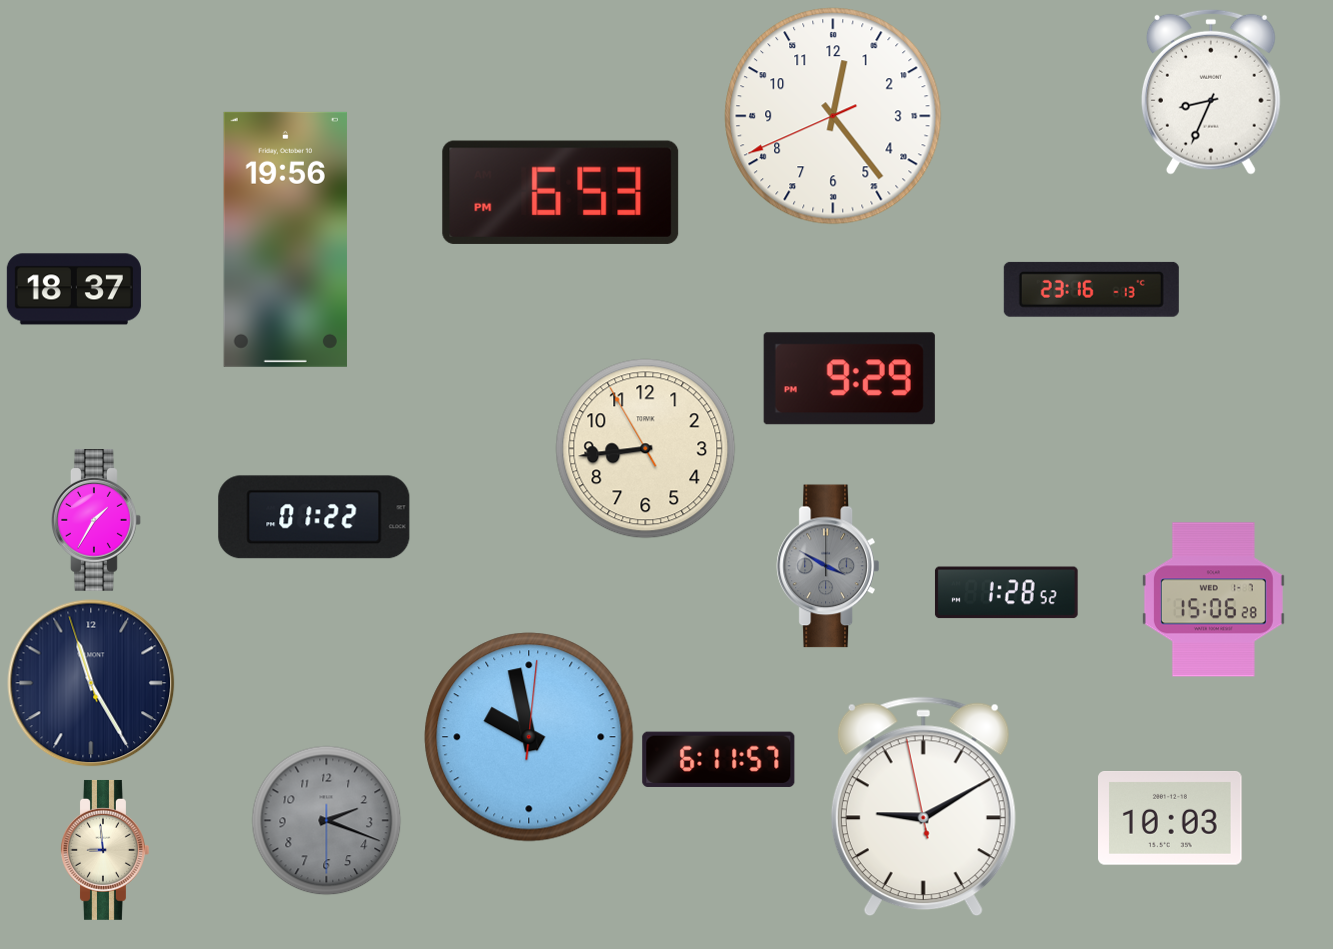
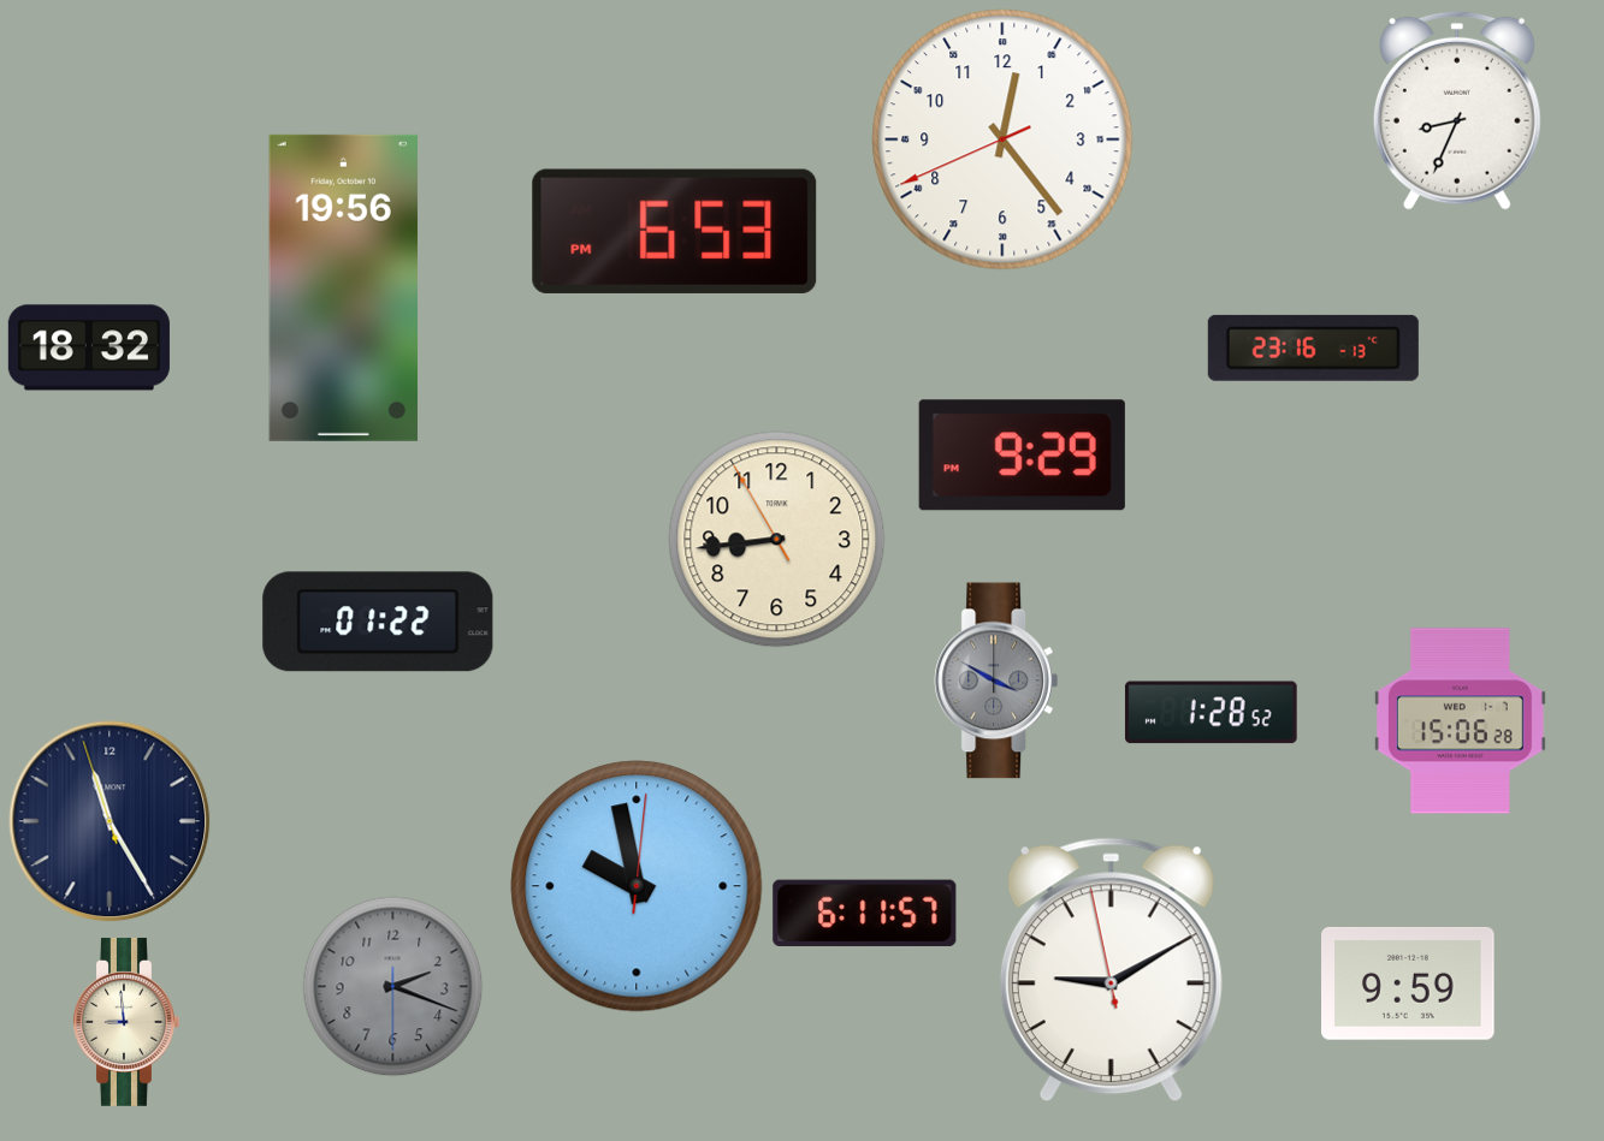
clock at (74, 289): 18:37 -> 18:32
clock at (97, 521): 1:35 -> none
clock at (1170, 819): 10:03 -> 9:59
